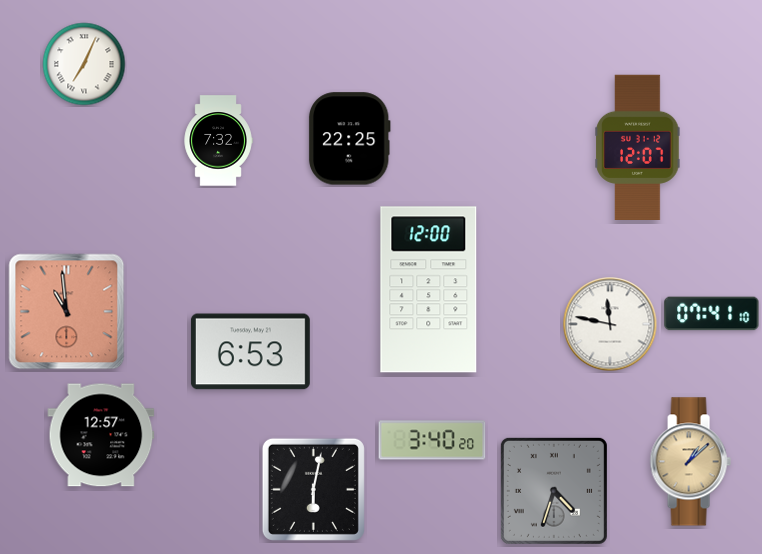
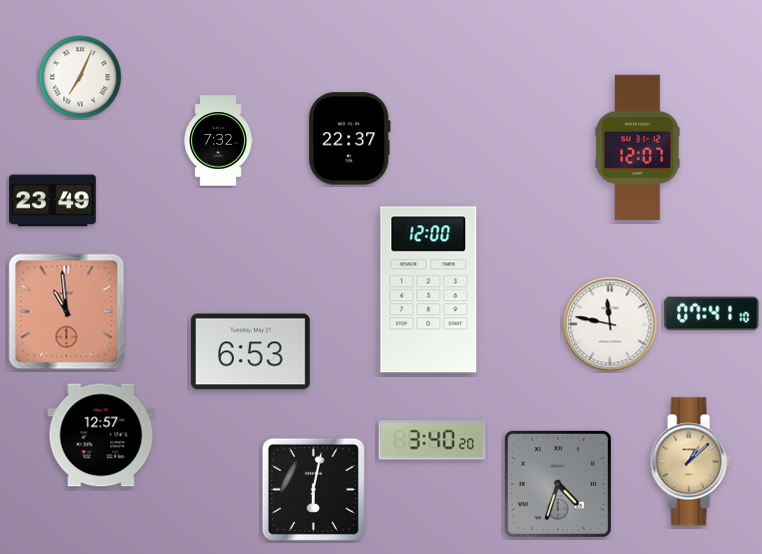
clock at (84, 64) position: (84, 64) -> (80, 77)
clock at (349, 139): 22:25 -> 22:37
clock at (53, 201): none -> 23:49
clock at (554, 491) position: (554, 491) -> (558, 484)
